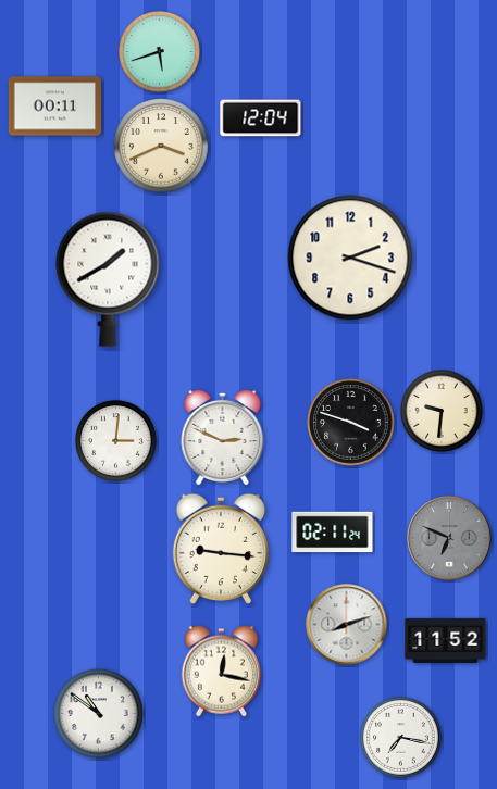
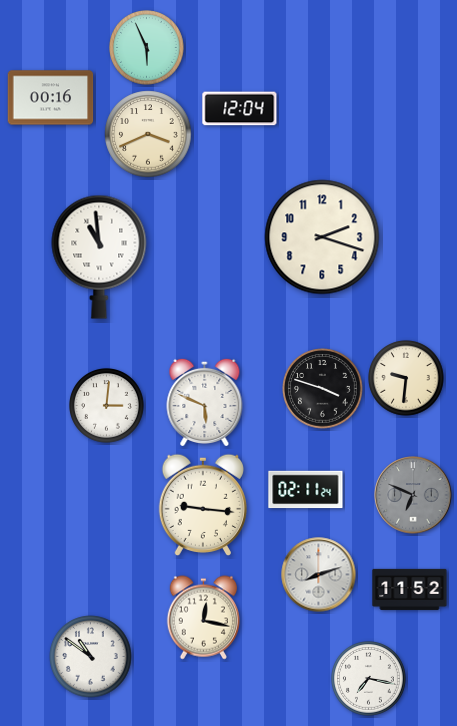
clock at (160, 52): 5:42 -> 5:56
clock at (55, 107): 00:11 -> 00:16
clock at (108, 279): 1:40 -> 10:59
clock at (223, 436): 2:49 -> 5:49
